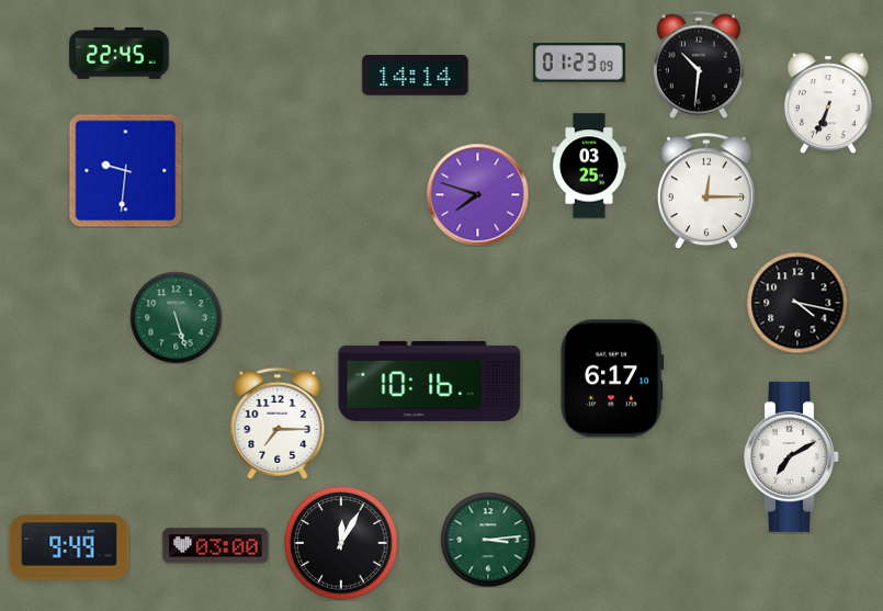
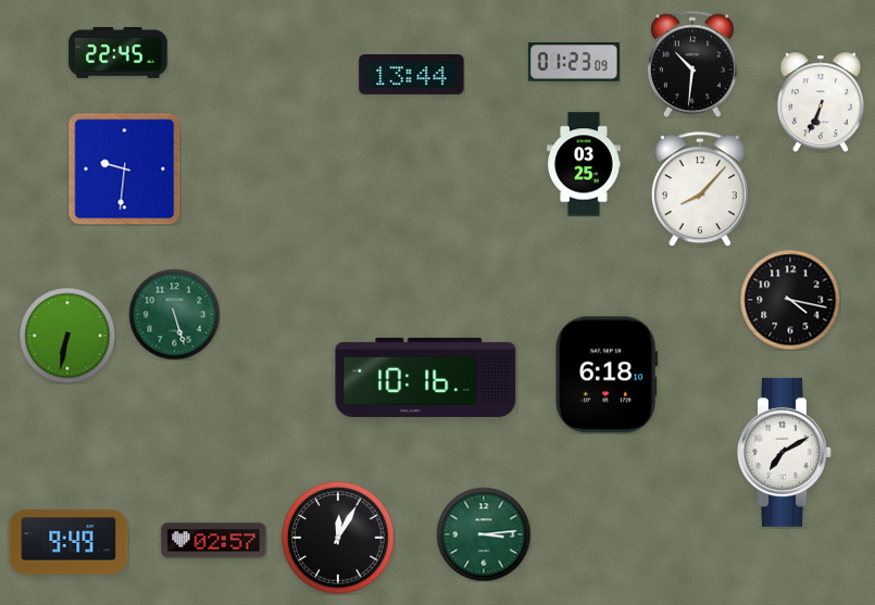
clock at (416, 76): 14:14 -> 13:44
clock at (706, 191): 12:15 -> 8:07
clock at (477, 194): 7:48 -> none
clock at (67, 336): none -> 6:32
clock at (612, 378): 6:17 -> 6:18
clock at (278, 423): 7:15 -> none
clock at (216, 546): 03:00 -> 02:57
